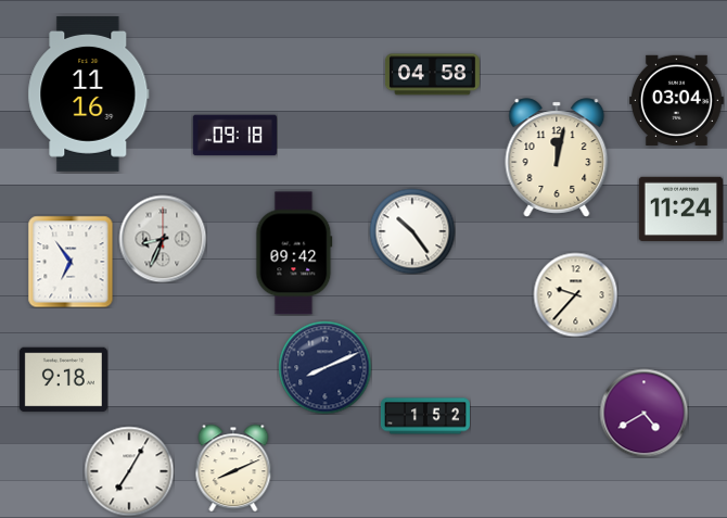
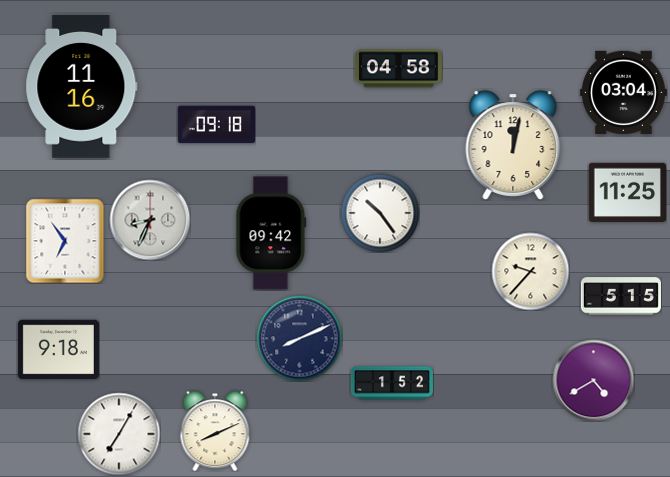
clock at (680, 209): 11:24 -> 11:25
clock at (621, 296): none -> 5:15
